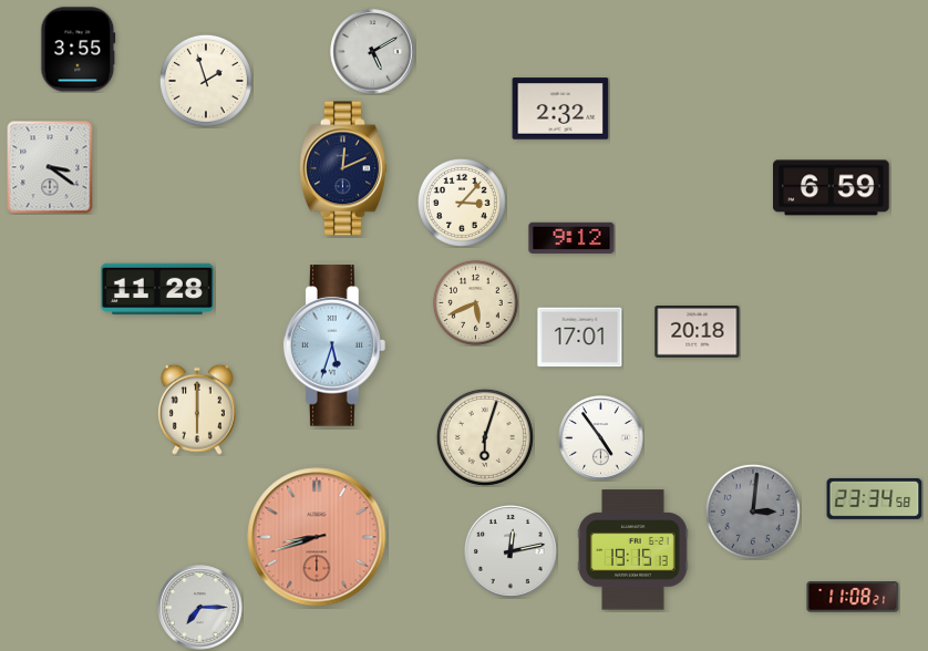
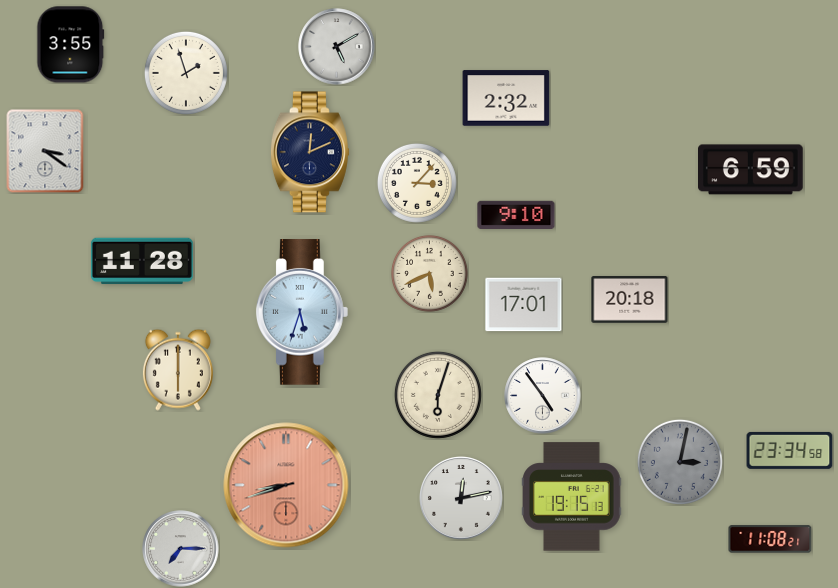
clock at (571, 237): 9:12 -> 9:10
clock at (753, 512): 3:01 -> 3:02
